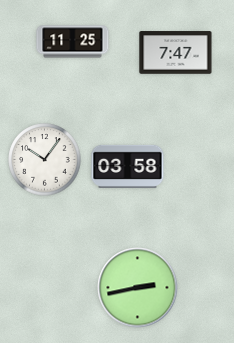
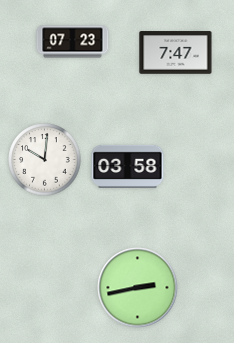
clock at (73, 42): 11:25 -> 07:23
clock at (45, 160): 10:06 -> 10:01
